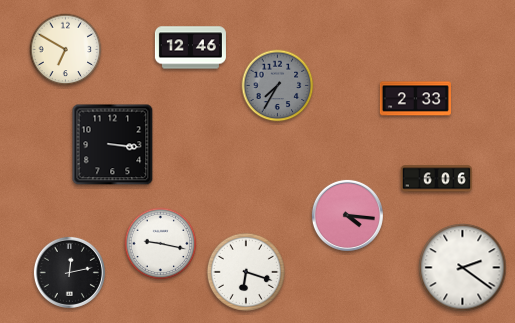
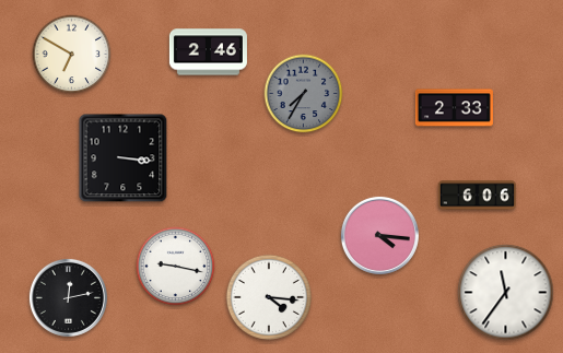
clock at (190, 48): 12:46 -> 2:46
clock at (463, 268): 2:21 -> 11:36
clock at (69, 272) position: (69, 272) -> (68, 297)
clock at (246, 272): 6:18 -> 4:16
